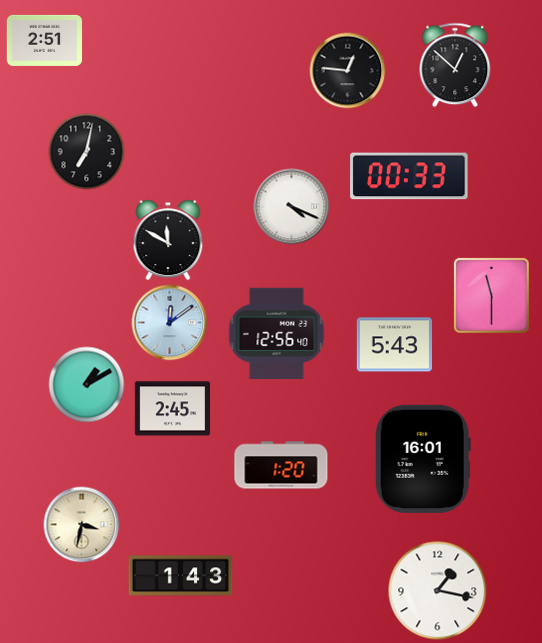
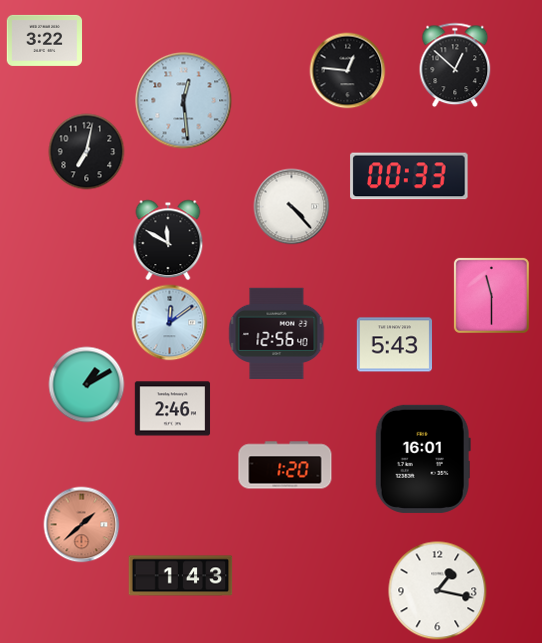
clock at (45, 40): 2:51 -> 3:22
clock at (184, 101): none -> 12:29
clock at (292, 207): 4:19 -> 4:23
clock at (173, 409): 2:45 -> 2:46
clock at (281, 465) position: (281, 465) -> (285, 465)
clock at (82, 525): 3:32 -> 1:38
clock at (82, 525) dial: cream -> salmon
